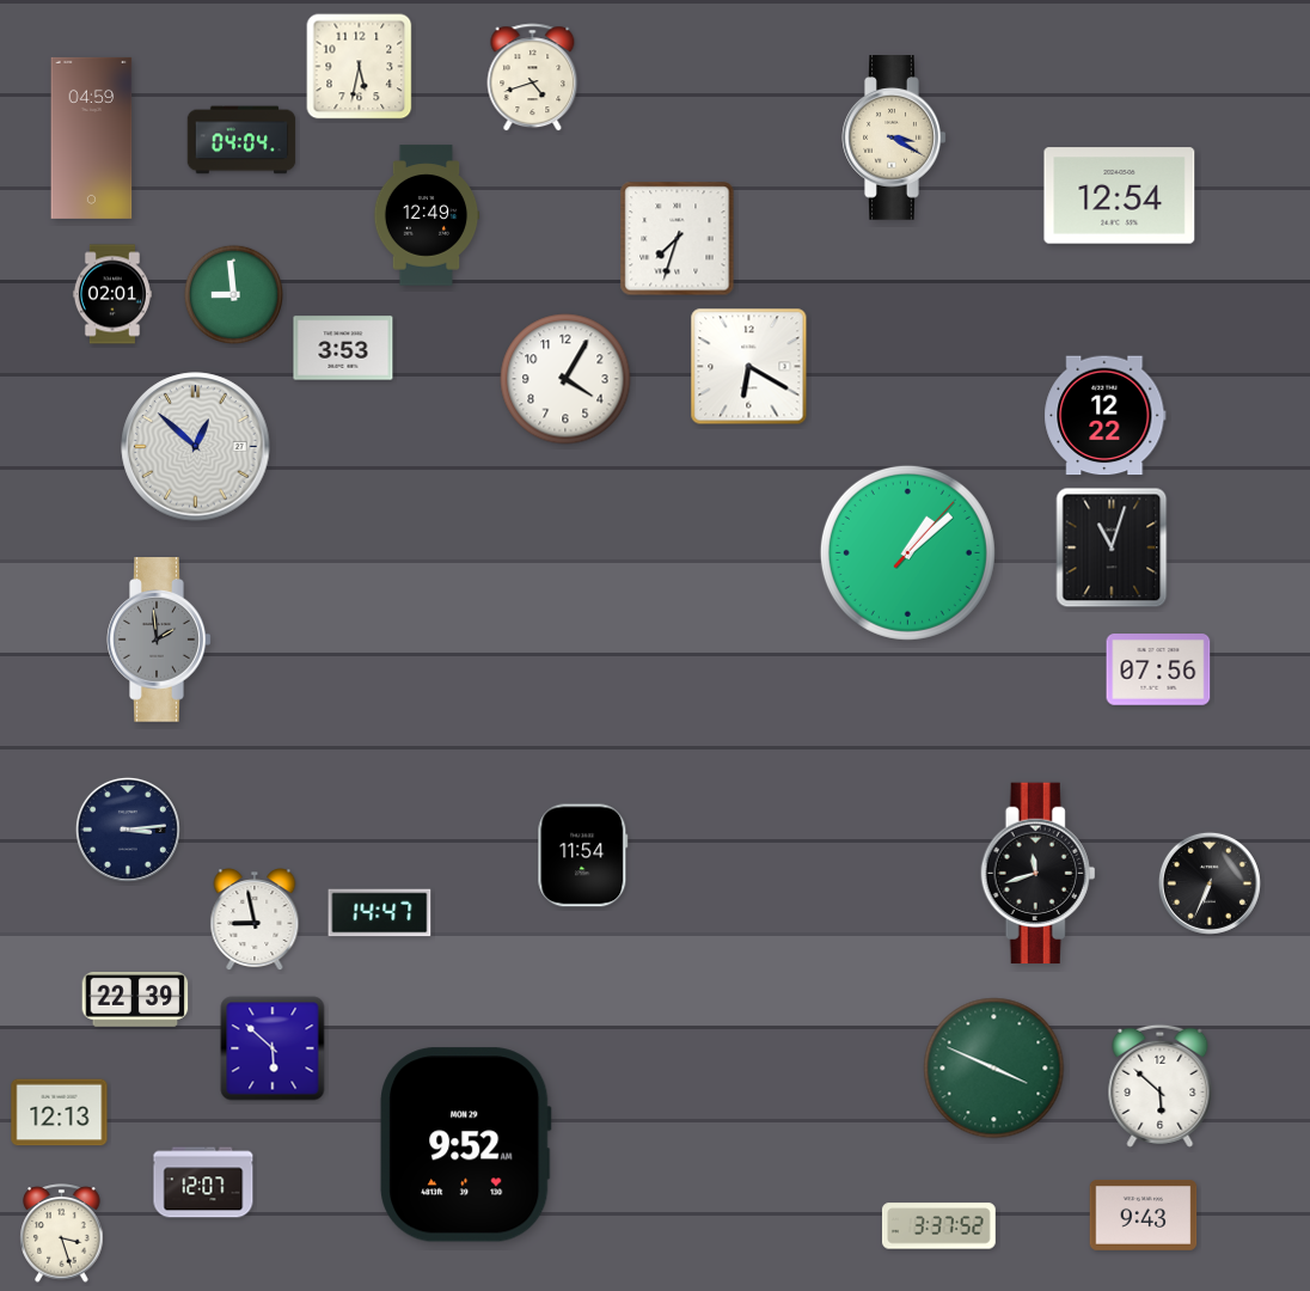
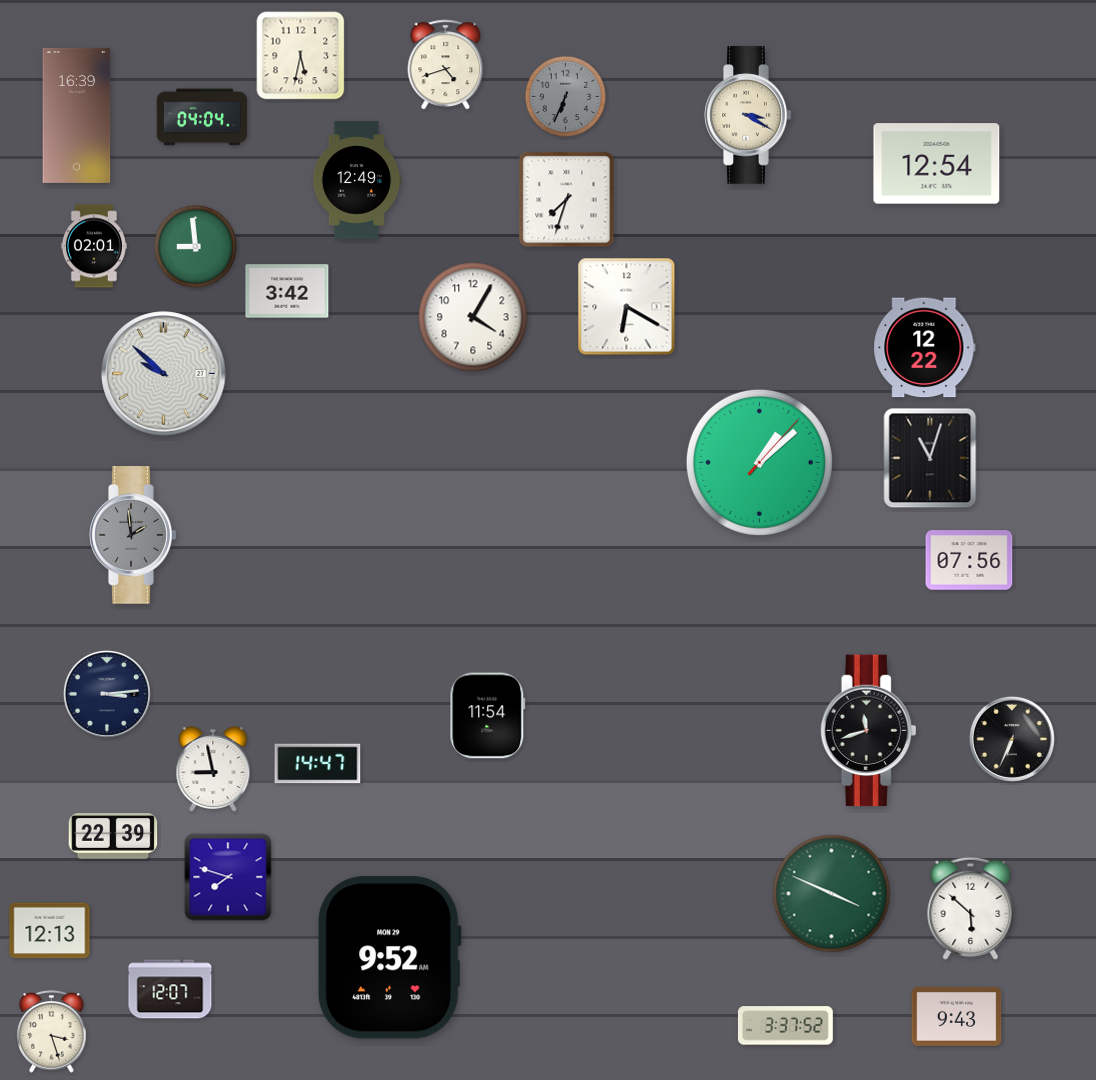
clock at (566, 97): none -> 6:34
clock at (92, 137): 04:59 -> 16:39
clock at (343, 348): 3:53 -> 3:42
clock at (196, 447): 12:52 -> 9:52
clock at (273, 1048): 5:52 -> 7:48
